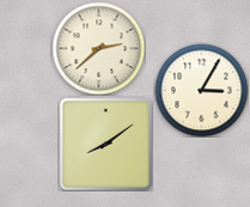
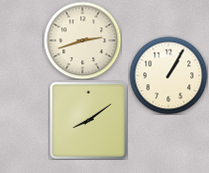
clock at (98, 48): 2:38 -> 2:42
clock at (201, 90): 3:05 -> 1:05
